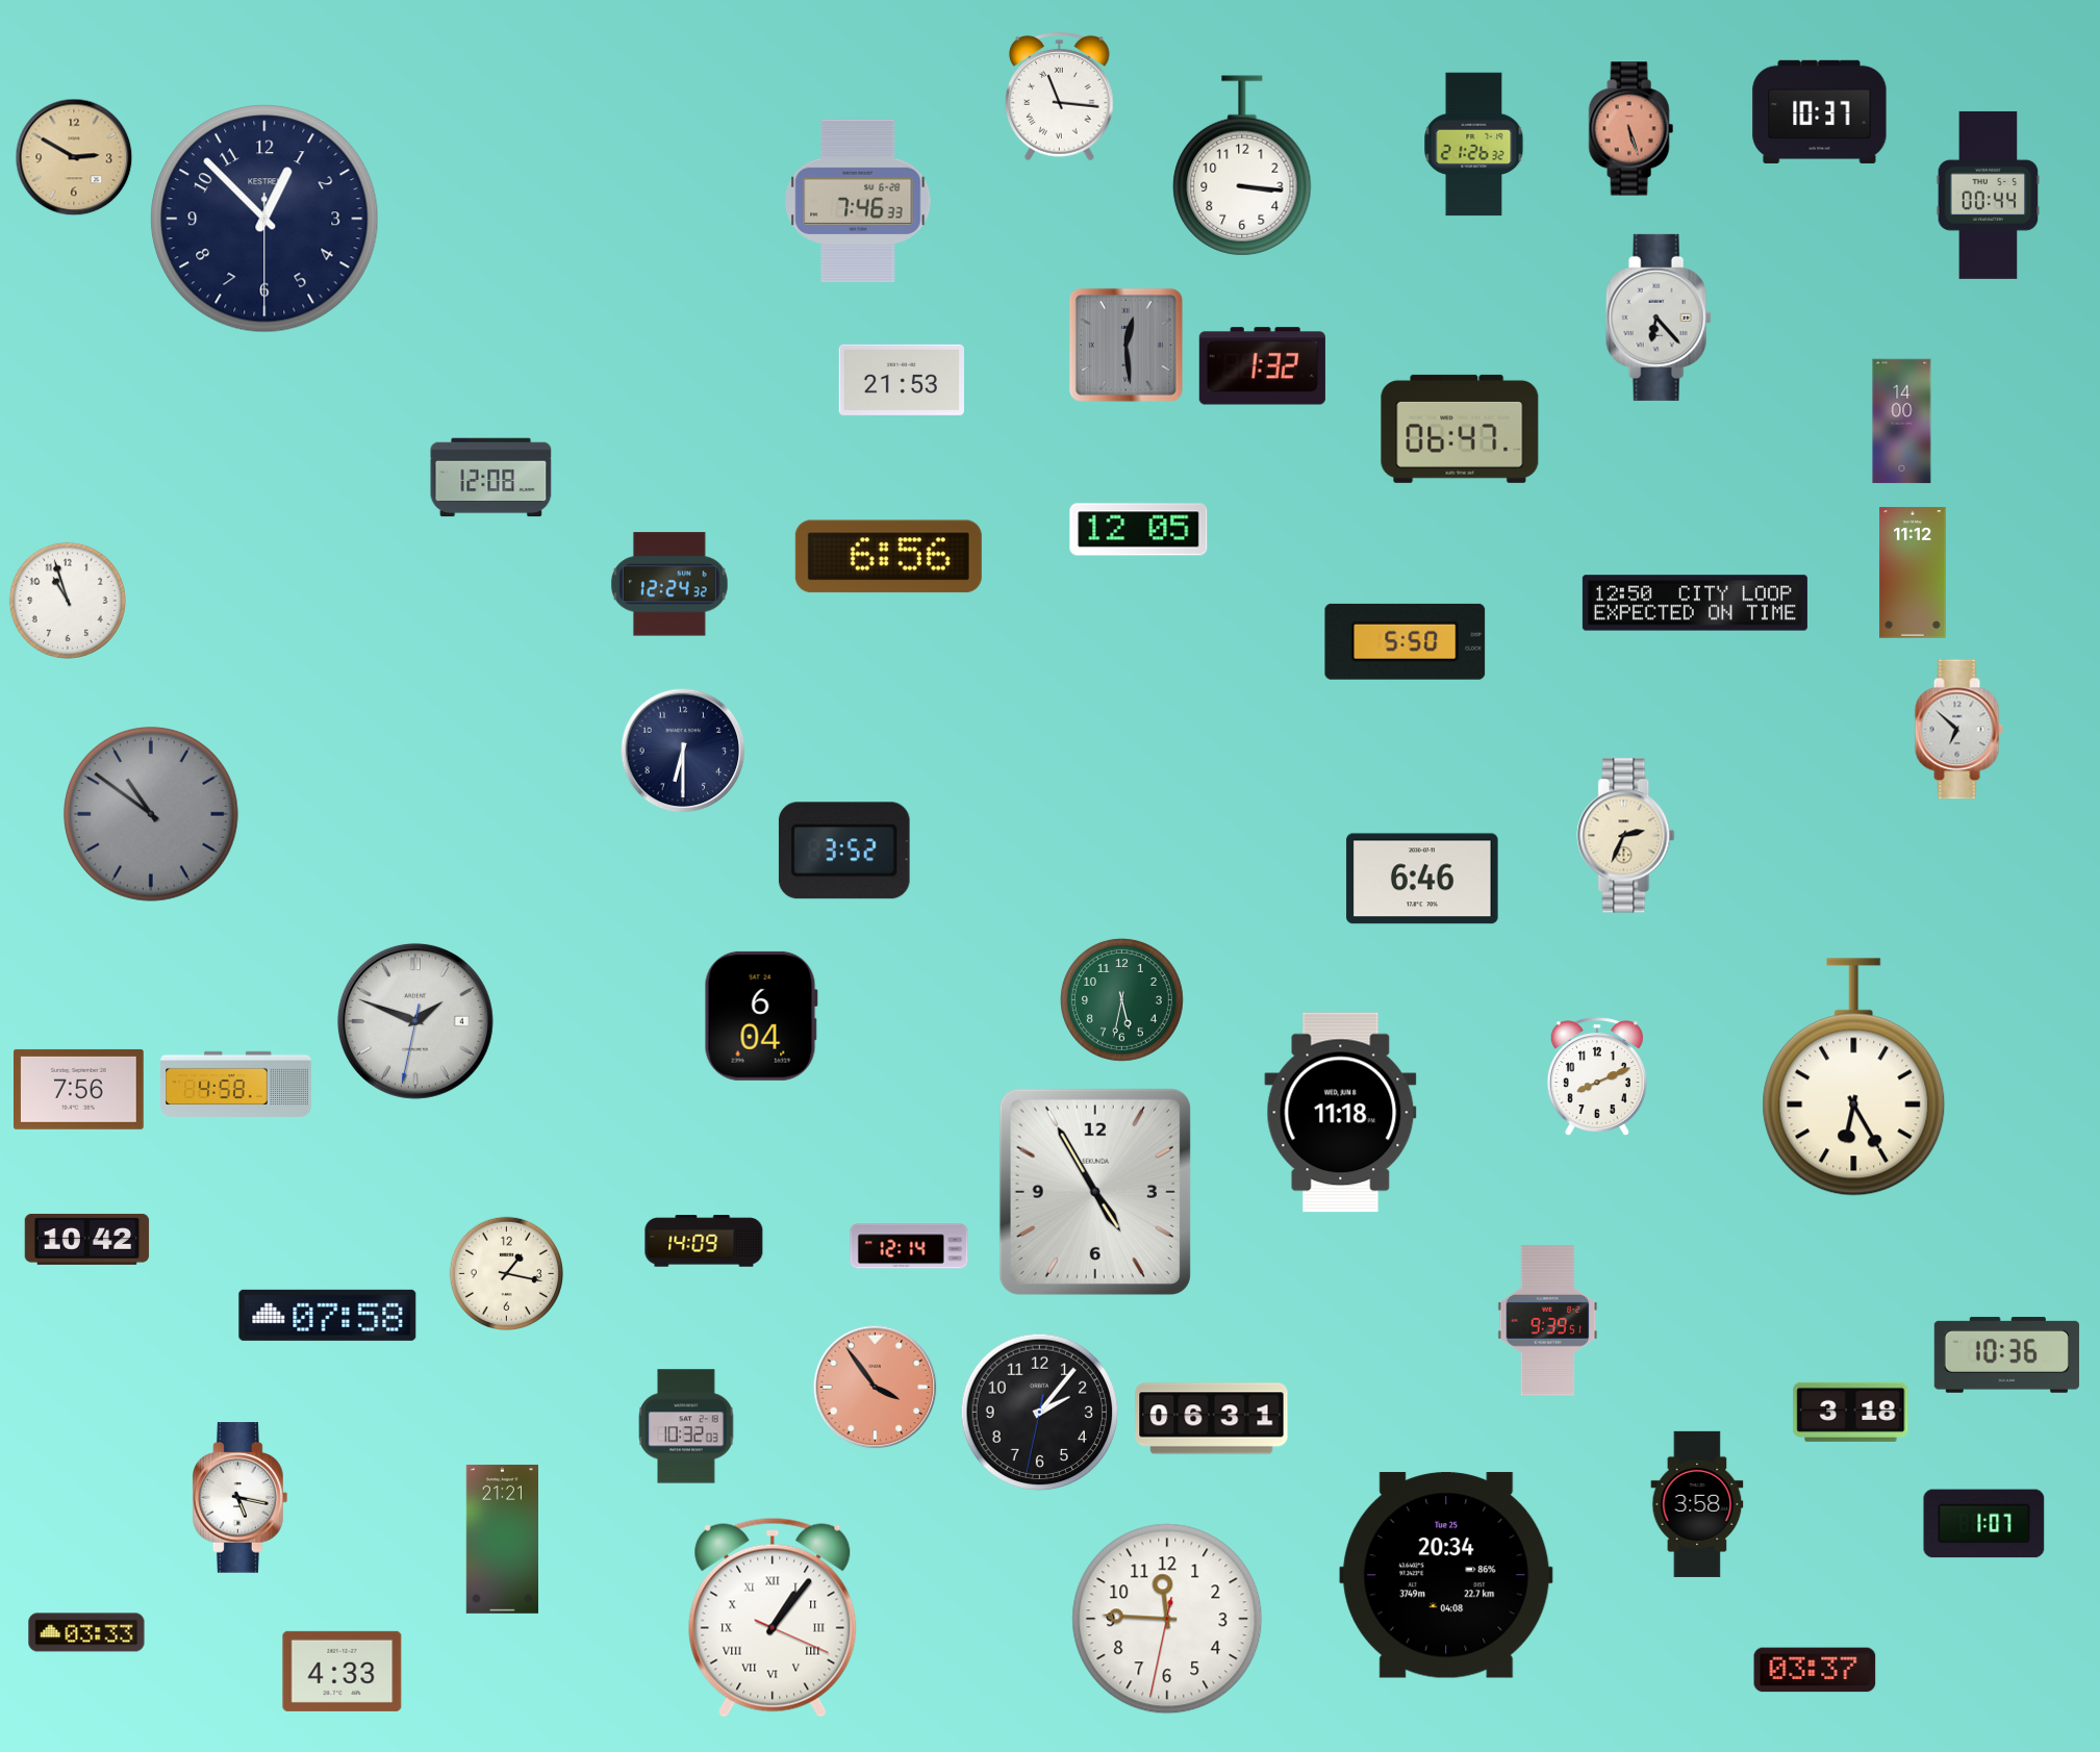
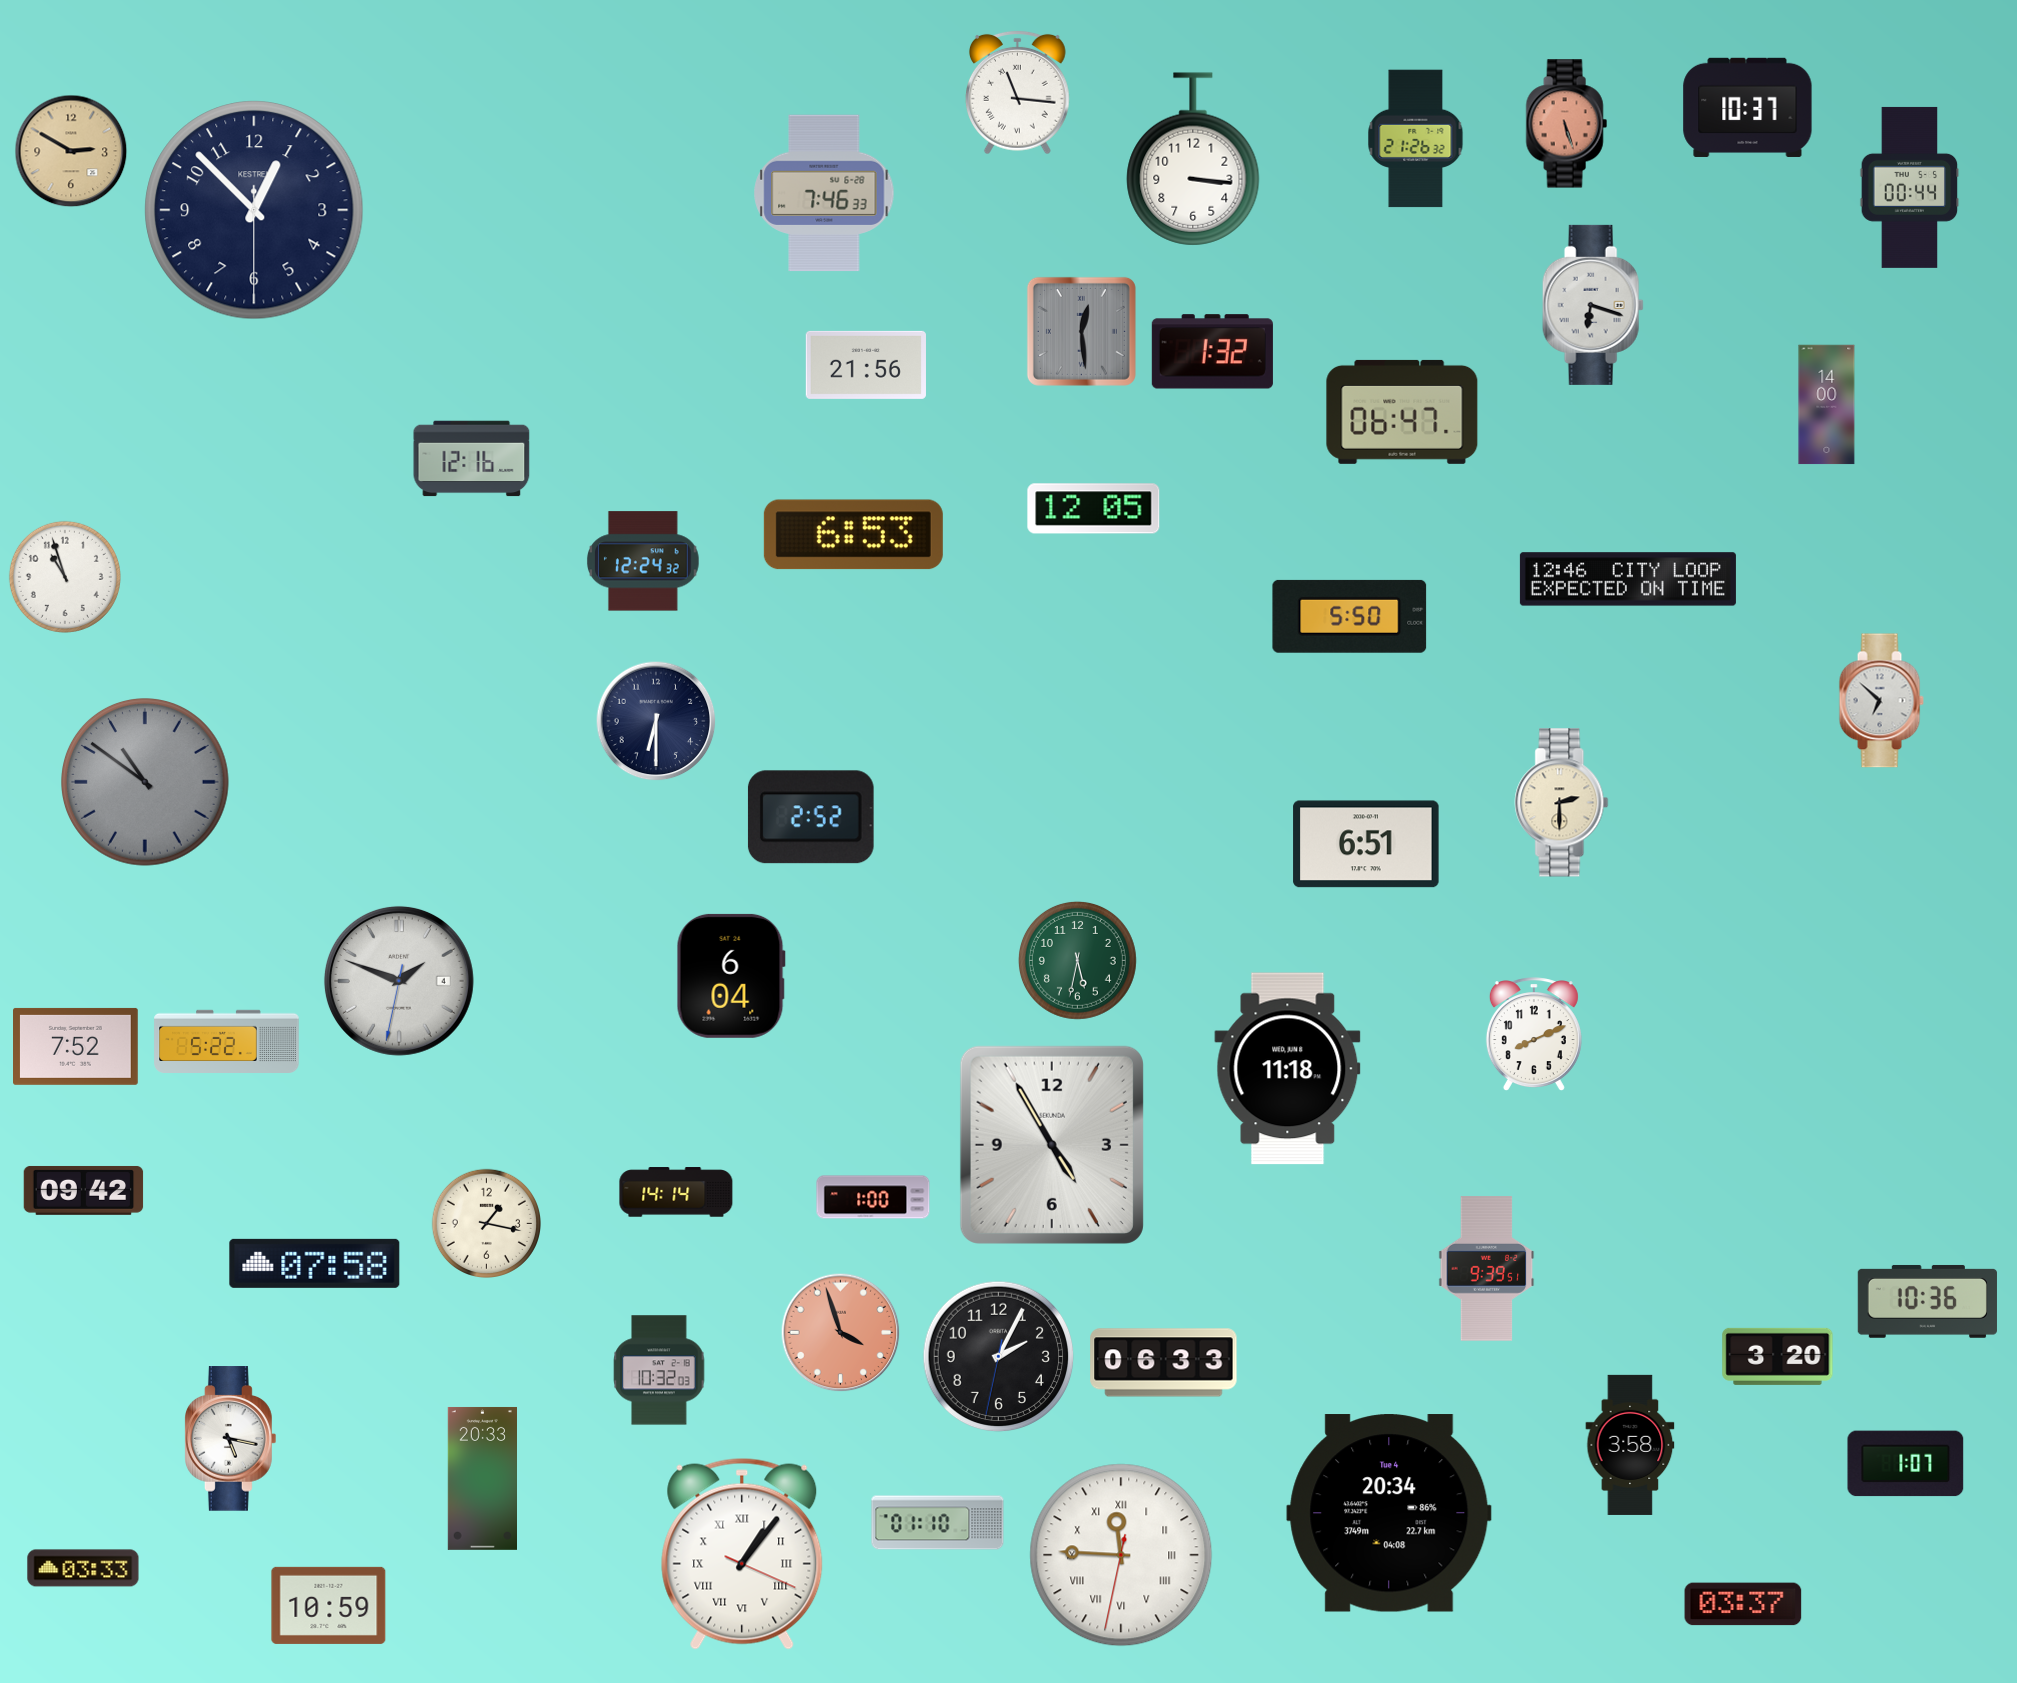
clock at (1659, 318): 6:23 -> 6:18
clock at (902, 380): 21:53 -> 21:56
clock at (491, 478): 12:08 -> 12:16
clock at (888, 557): 6:56 -> 6:53
clock at (1913, 573): 11:12 -> none
clock at (1695, 603): 12:50 -> 12:46
clock at (1626, 836): 2:34 -> 2:30
clock at (844, 850): 3:52 -> 2:52
clock at (1422, 879): 6:46 -> 6:51
clock at (1854, 1077): 6:25 -> none
clock at (236, 1084): 4:58 -> 5:22
clock at (79, 1089): 7:56 -> 7:52
clock at (87, 1239): 10:42 -> 09:42
clock at (704, 1241): 14:09 -> 14:14
clock at (909, 1246): 12:14 -> 1:00
clock at (876, 1388): 3:54 -> 3:57
clock at (1851, 1412): 3:18 -> 3:20
clock at (1040, 1413): 2:06 -> 2:04
clock at (1212, 1419): 06:31 -> 06:33
clock at (502, 1539): 21:21 -> 20:33
clock at (1446, 1575) date: Tue 25 -> Tue 4
clock at (938, 1523): none -> 01:10
clock at (1167, 1619) numerals: Arabic -> Roman
clock at (343, 1671): 4:33 -> 10:59
